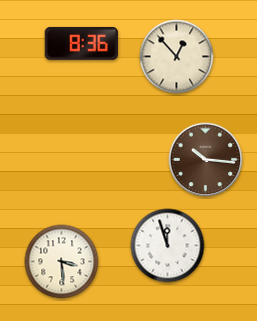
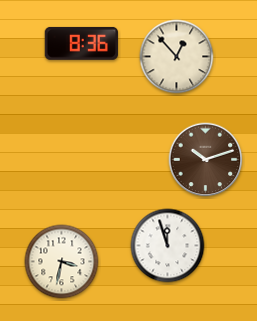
clock at (206, 160): 10:16 -> 10:12
clock at (62, 262): 3:29 -> 3:32
